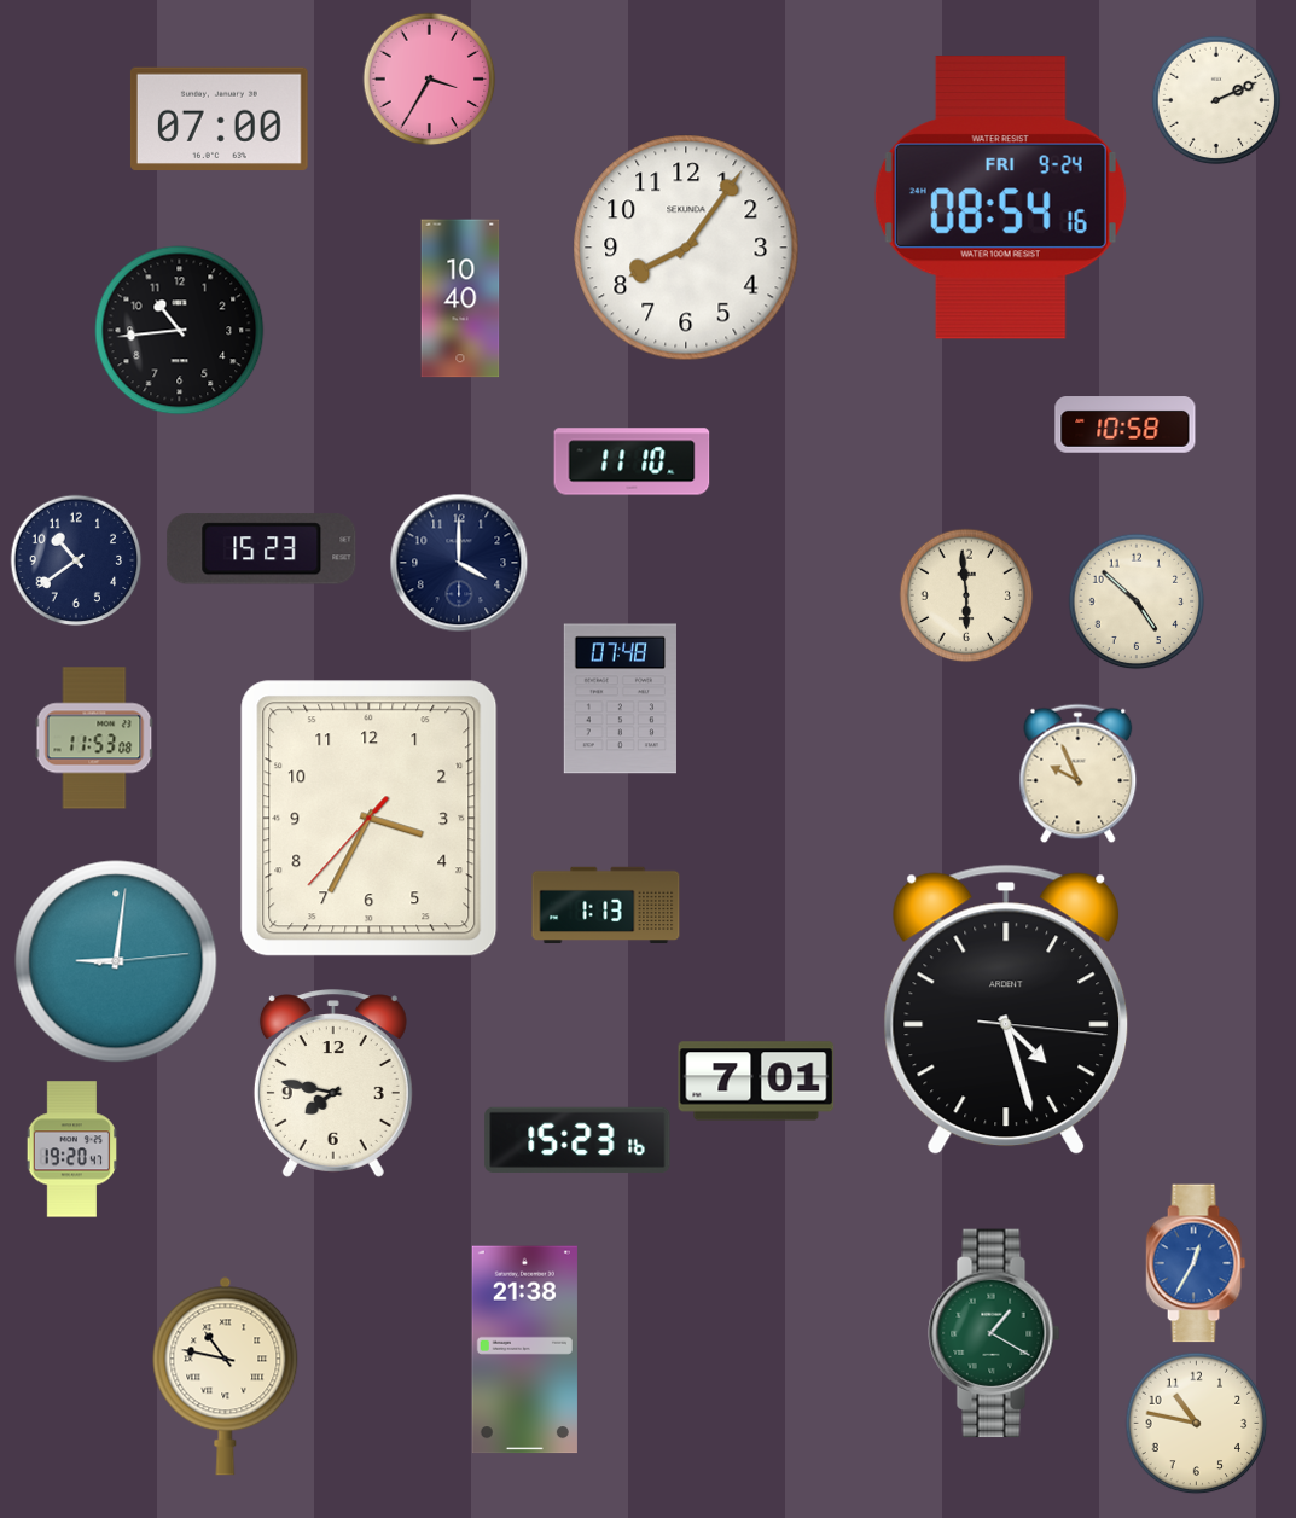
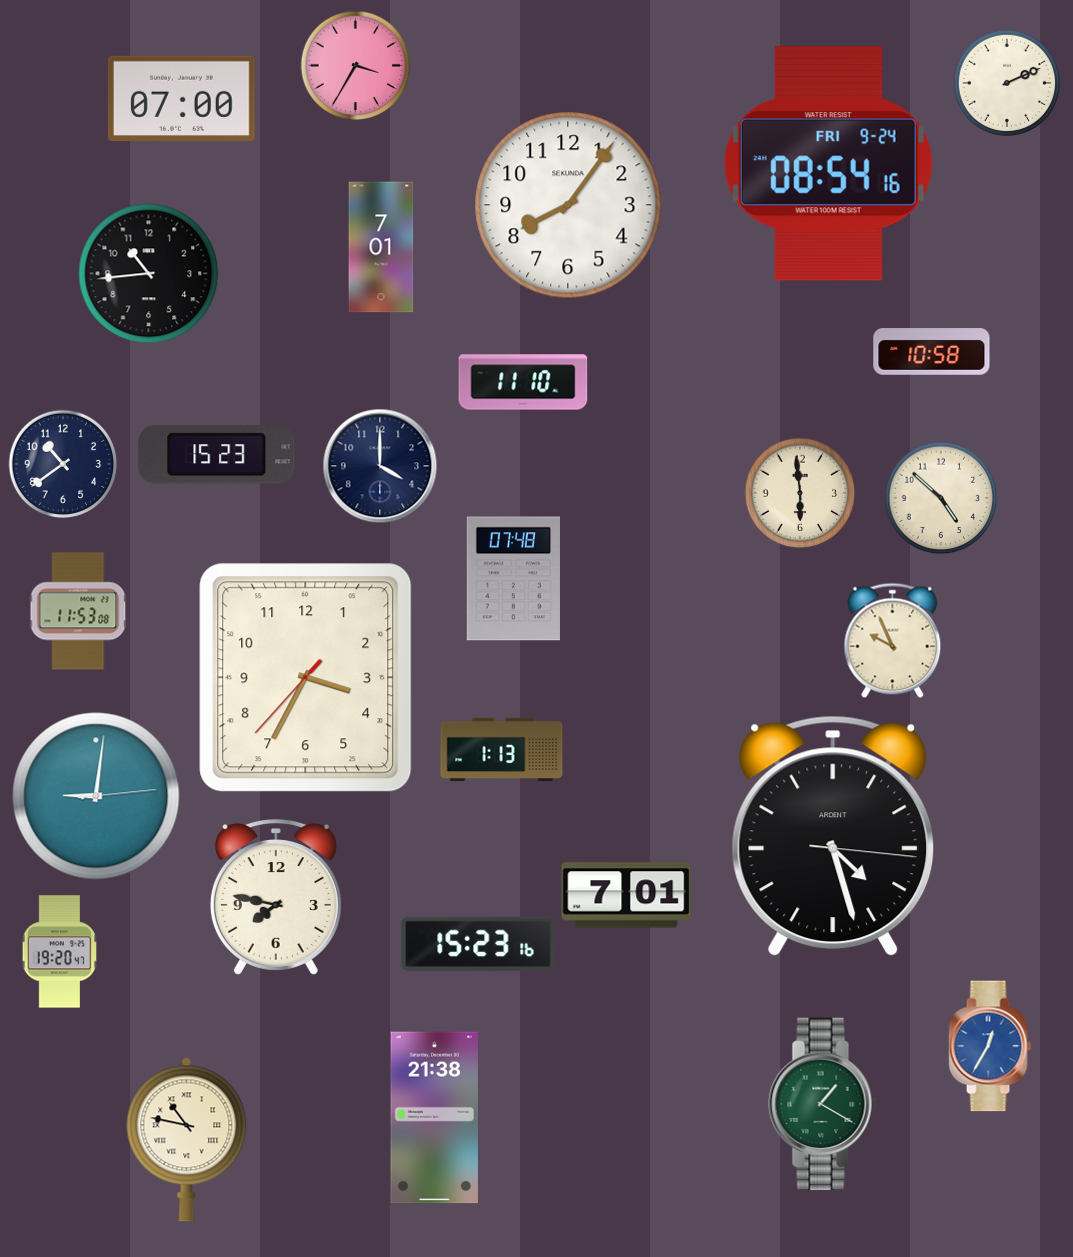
clock at (460, 298): 10:40 -> 7:01
clock at (1197, 1424): 10:47 -> none
